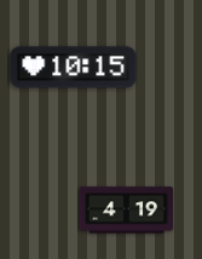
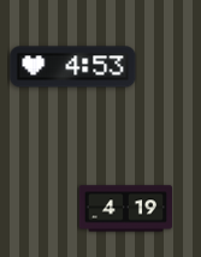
clock at (74, 68): 10:15 -> 4:53
